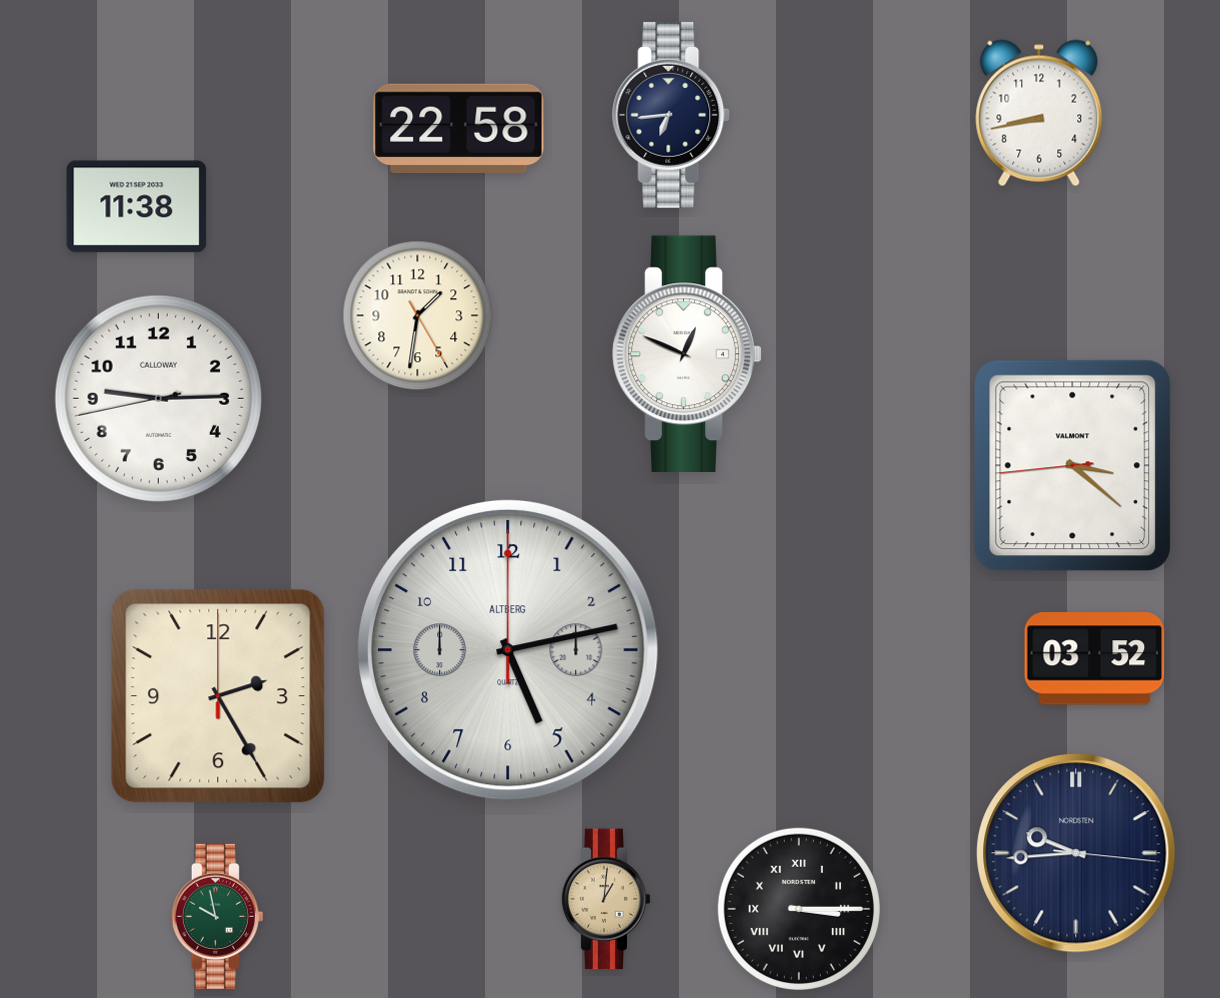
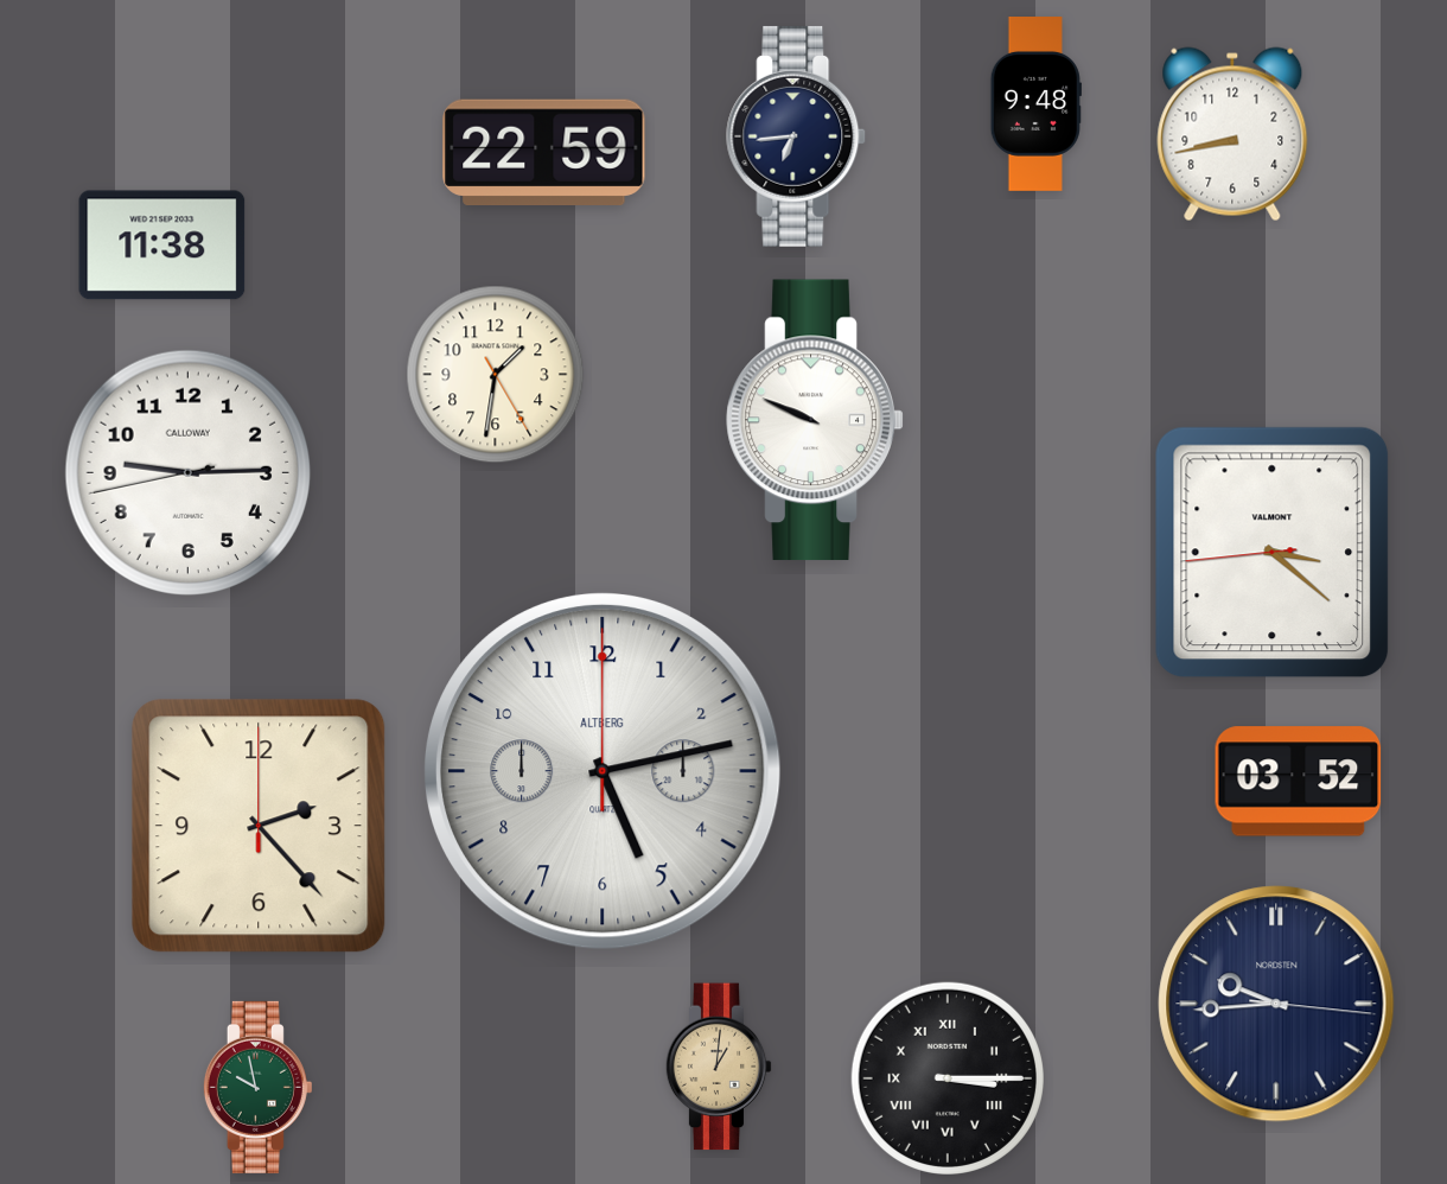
clock at (1035, 104): none -> 9:48
clock at (459, 128): 22:58 -> 22:59
clock at (687, 354): 12:49 -> 9:49
clock at (218, 696): 2:25 -> 2:23
clock at (1076, 853) position: (1076, 853) -> (1276, 1004)
